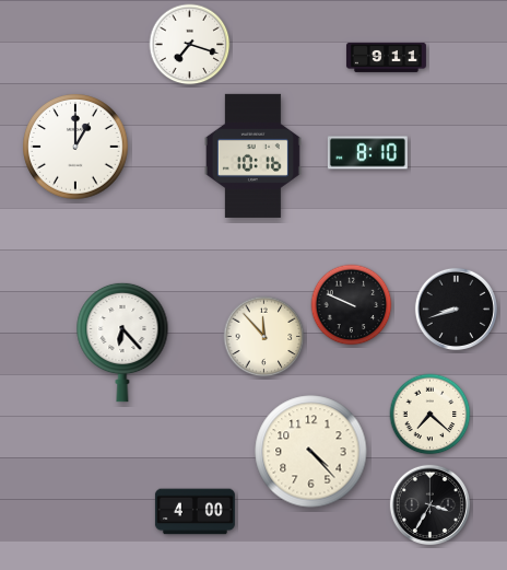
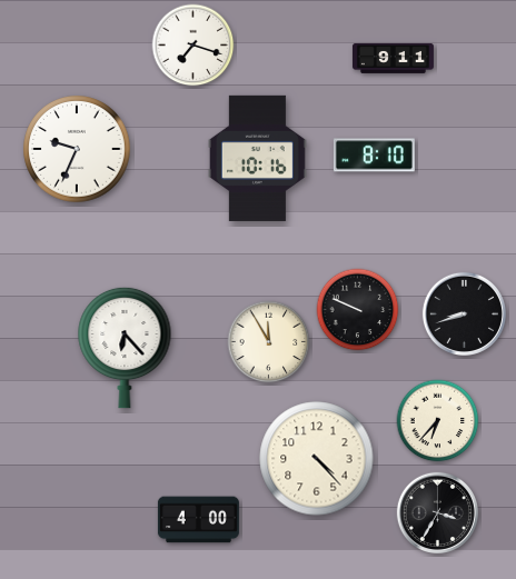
clock at (75, 147): 1:00 -> 9:34
clock at (264, 337): 11:53 -> 11:55
clock at (431, 415): 7:22 -> 6:37
